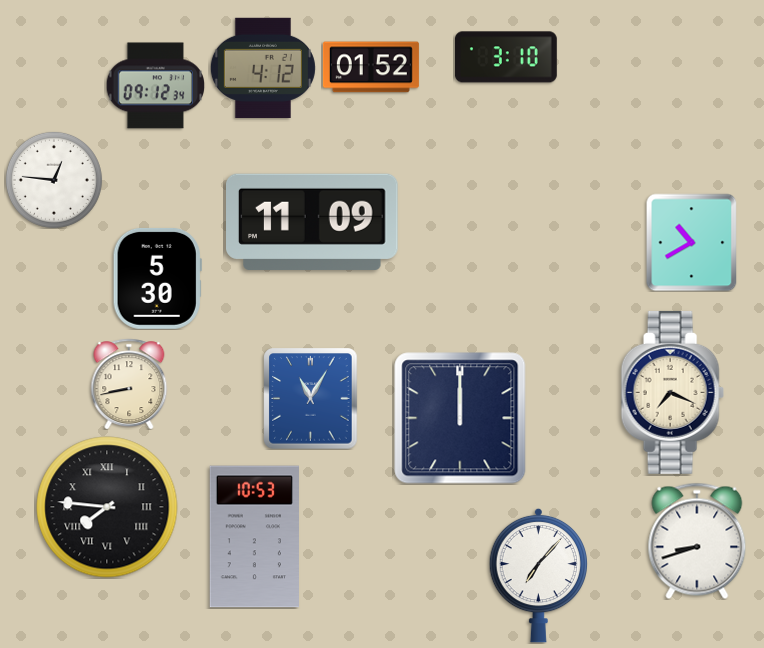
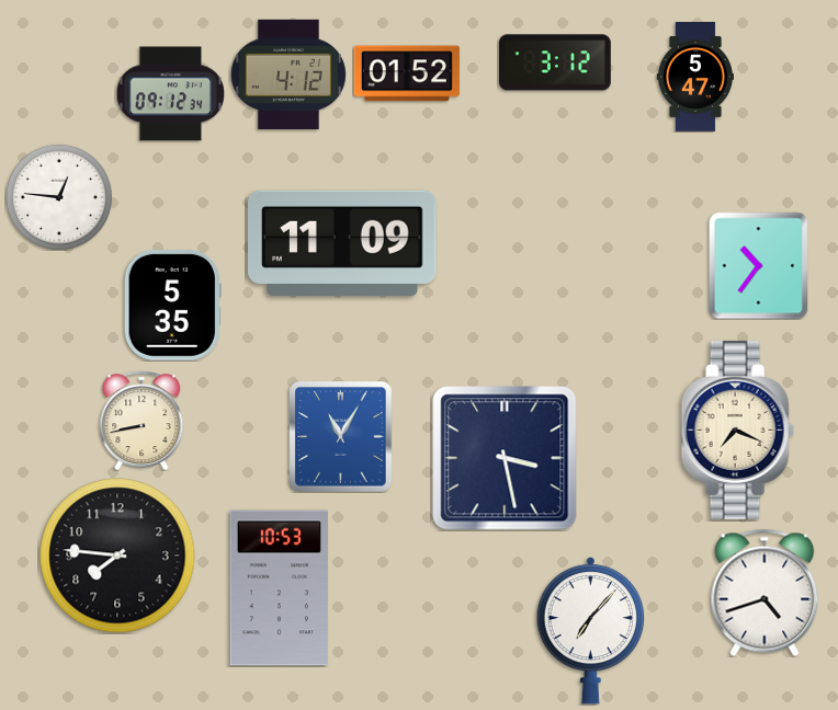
clock at (506, 57): 3:10 -> 3:12
clock at (695, 78): none -> 5:47
clock at (692, 242): 10:40 -> 10:36
clock at (157, 278): 5:30 -> 5:35
clock at (460, 418): 12:00 -> 3:28
clock at (107, 507) numerals: Roman -> Arabic
clock at (697, 541): 8:42 -> 4:42
